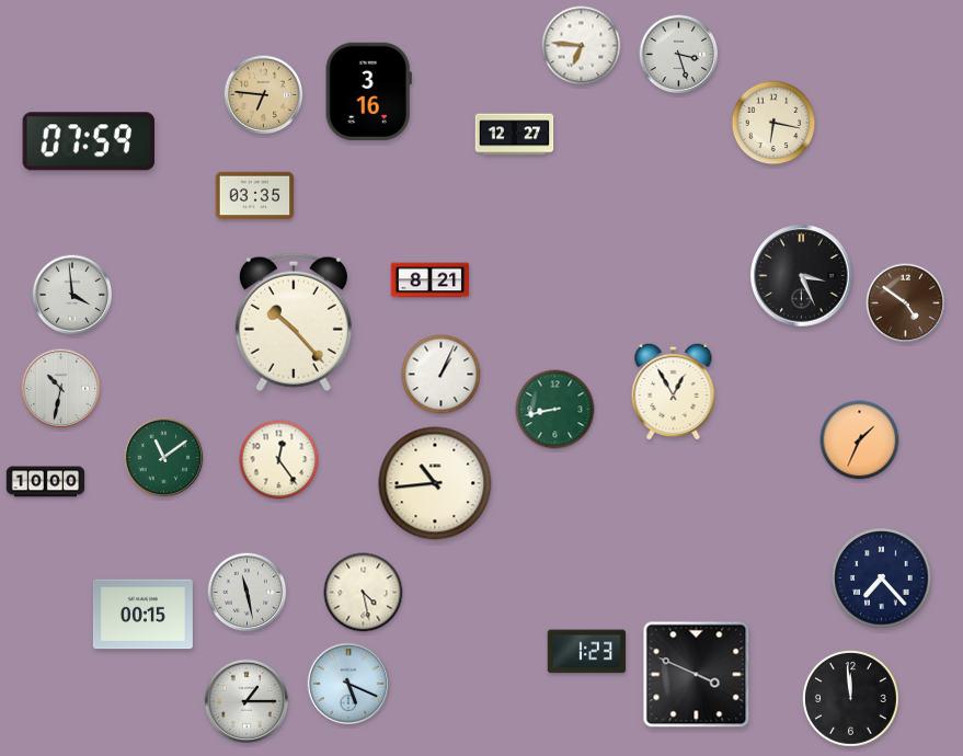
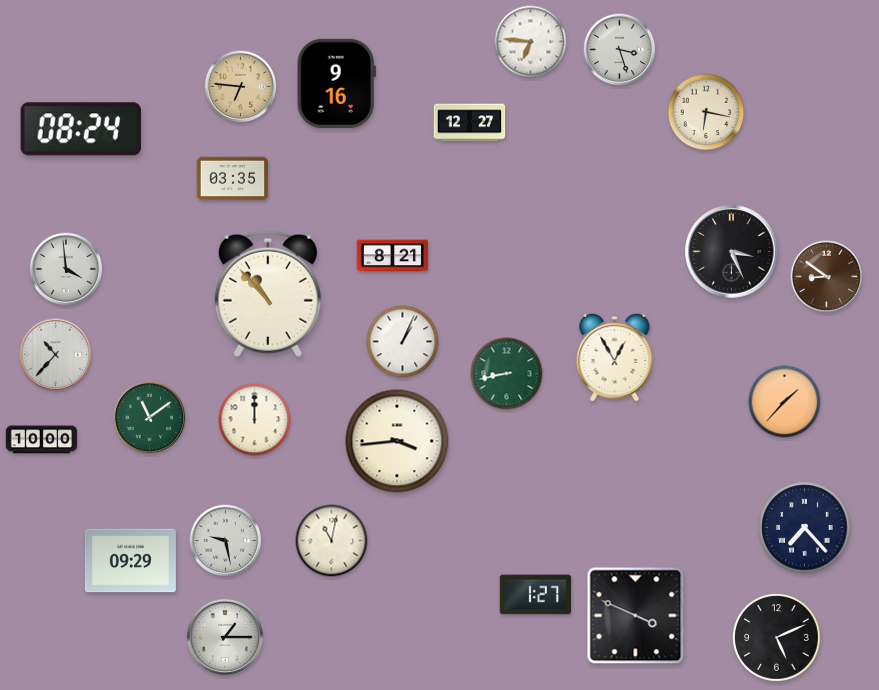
clock at (368, 91): 3:16 -> 9:16
clock at (89, 141): 07:59 -> 08:24
clock at (906, 303): 4:51 -> 8:51
clock at (294, 322): 10:23 -> 10:53
clock at (61, 389): 10:32 -> 10:37
clock at (860, 440): 1:34 -> 1:37
clock at (279, 460): 12:24 -> 12:00
clock at (435, 483): 10:44 -> 3:44
clock at (248, 593): 11:28 -> 9:28
clock at (364, 593): 4:28 -> 11:02
clock at (142, 615): 00:15 -> 09:29
clock at (587, 652): 1:23 -> 1:27
clock at (348, 684): 5:19 -> none
clock at (851, 699): 11:59 -> 5:11
clock at (245, 700) position: (245, 700) -> (224, 636)
